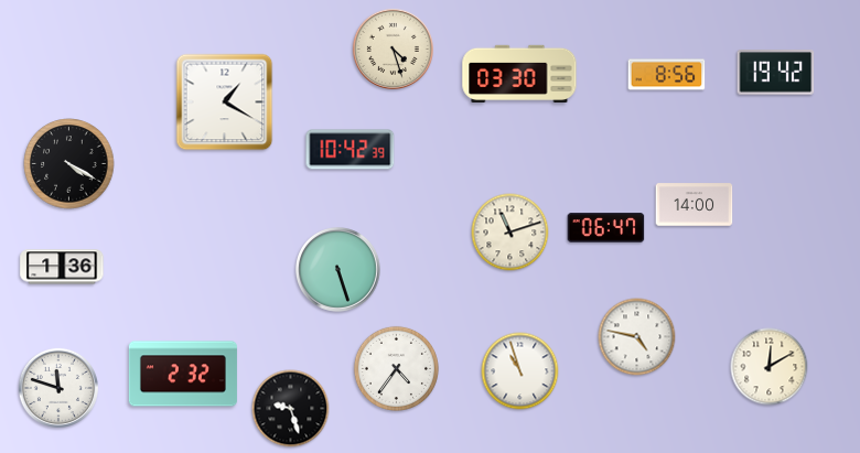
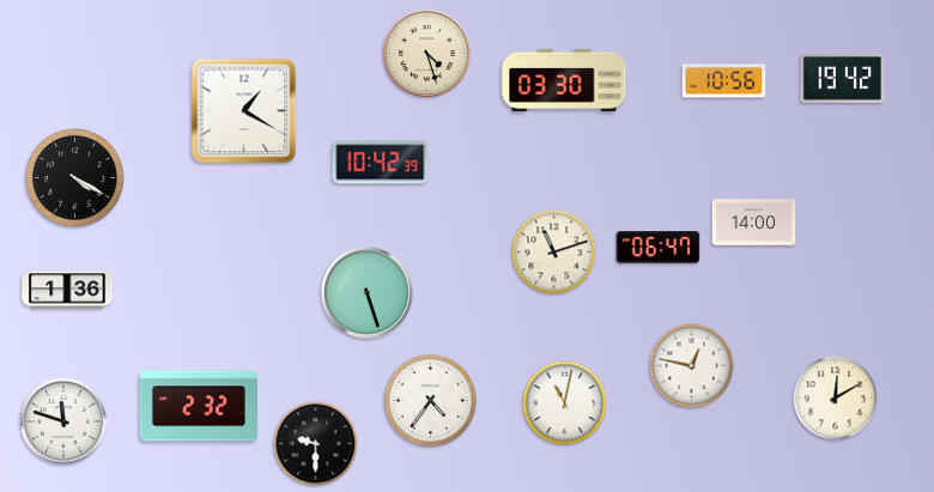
clock at (667, 75): 8:56 -> 10:56
clock at (637, 337): 4:47 -> 12:47
clock at (520, 371): 10:57 -> 11:02
clock at (291, 409): 9:27 -> 9:30
